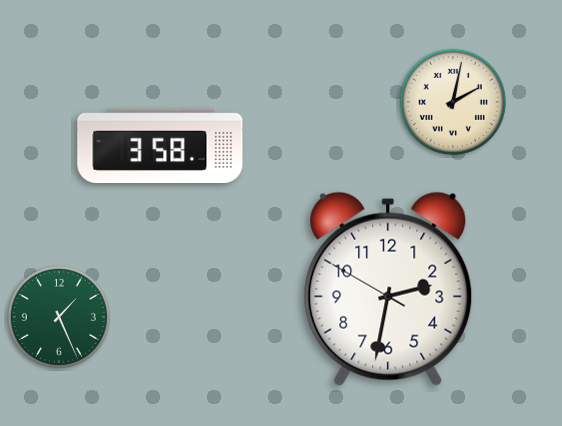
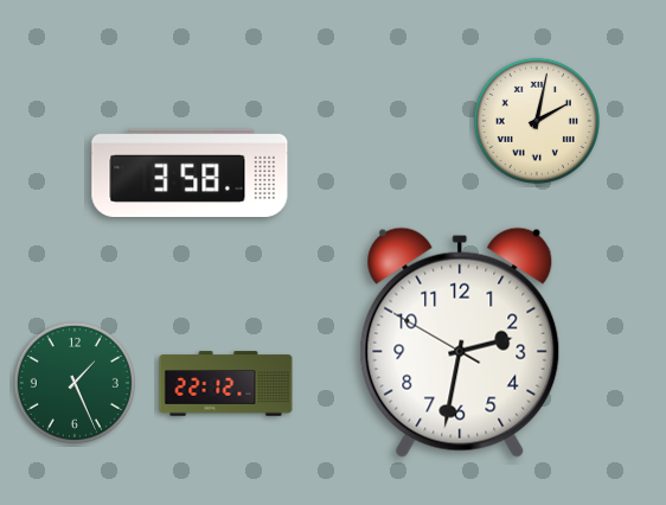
clock at (59, 317) position: (59, 317) -> (75, 383)
clock at (226, 384): none -> 22:12
